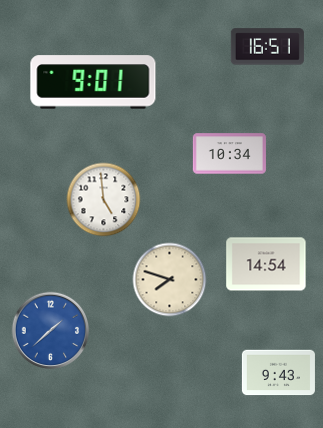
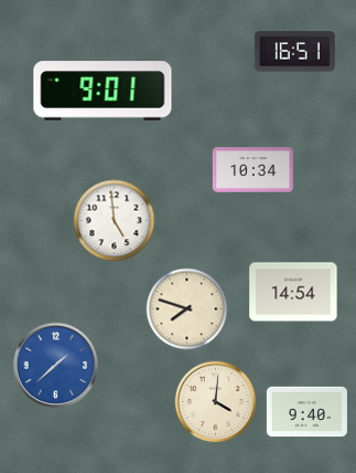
clock at (216, 402): none -> 4:01
clock at (278, 373): 9:43 -> 9:40
